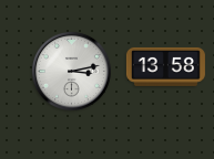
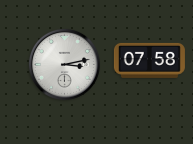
clock at (165, 66): 13:58 -> 07:58
